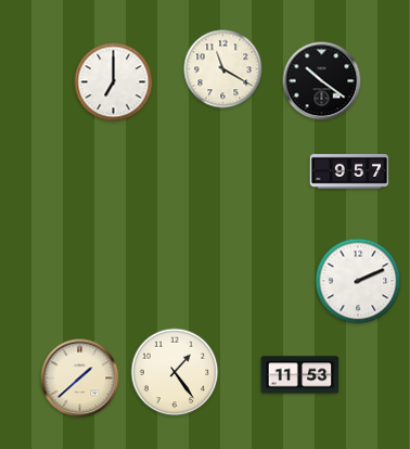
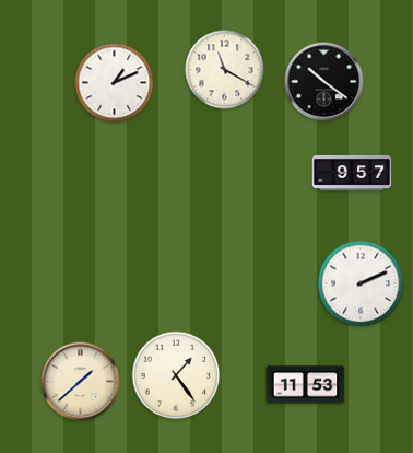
clock at (114, 82): 7:00 -> 1:11
clock at (300, 375) position: (300, 375) -> (306, 385)
